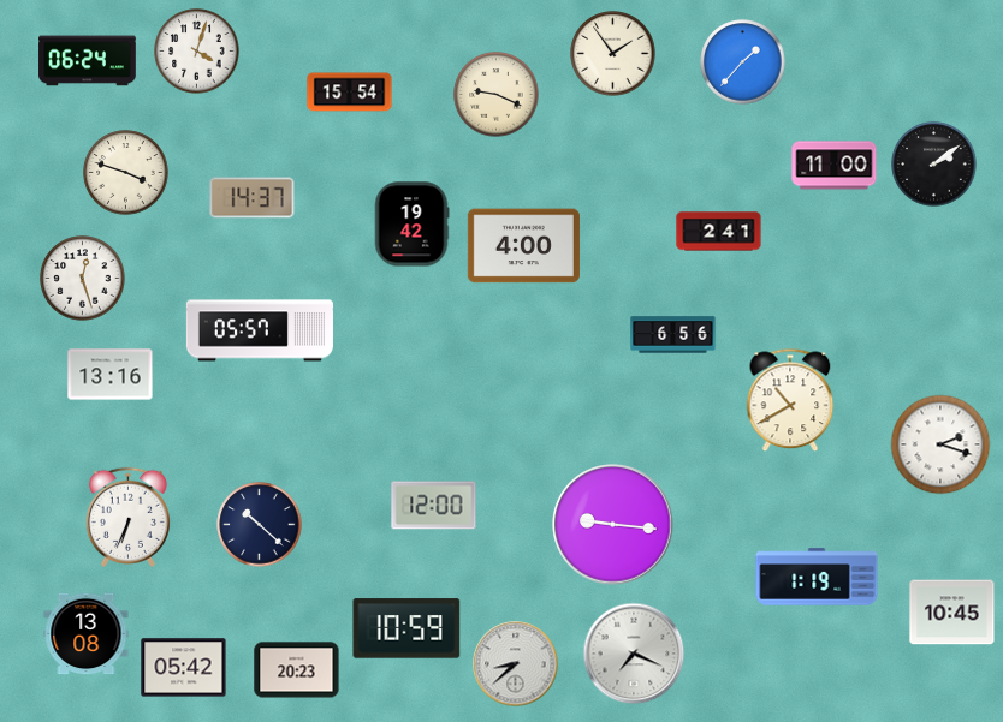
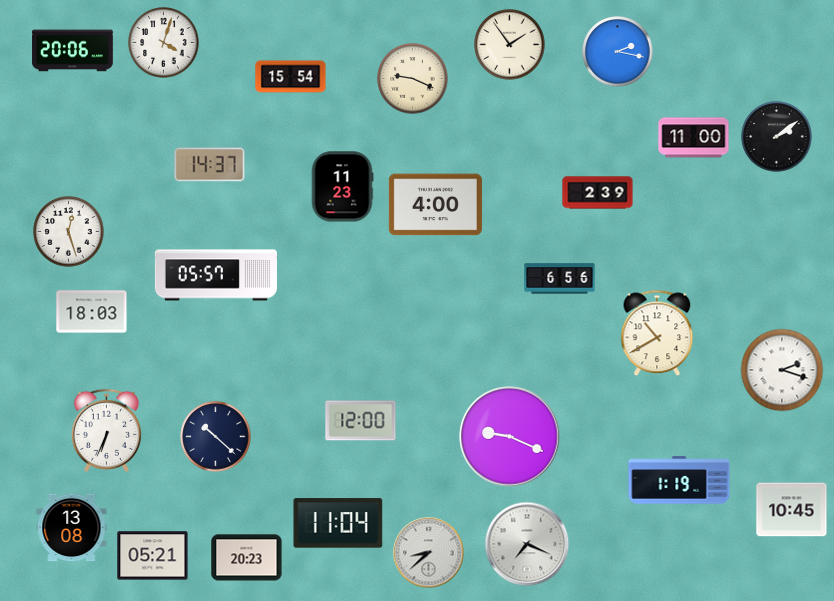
clock at (88, 61): 06:24 -> 20:06
clock at (743, 62): 1:37 -> 2:17
clock at (126, 173): 3:48 -> none
clock at (411, 225): 19:42 -> 11:23
clock at (719, 232): 2:41 -> 2:39
clock at (111, 375): 13:16 -> 18:03
clock at (613, 525): 9:16 -> 9:19
clock at (406, 628): 10:59 -> 11:04
clock at (184, 668): 05:42 -> 05:21
